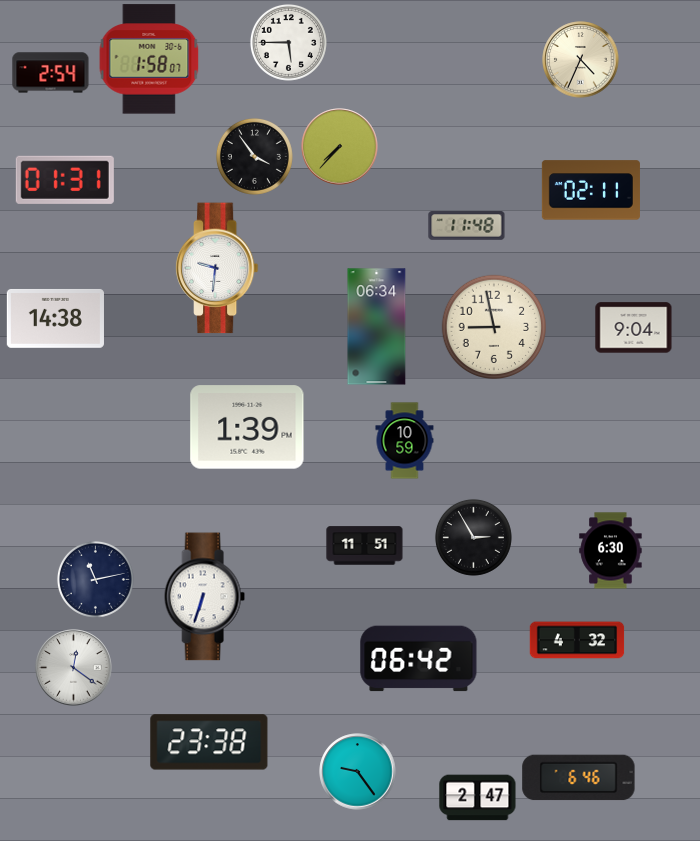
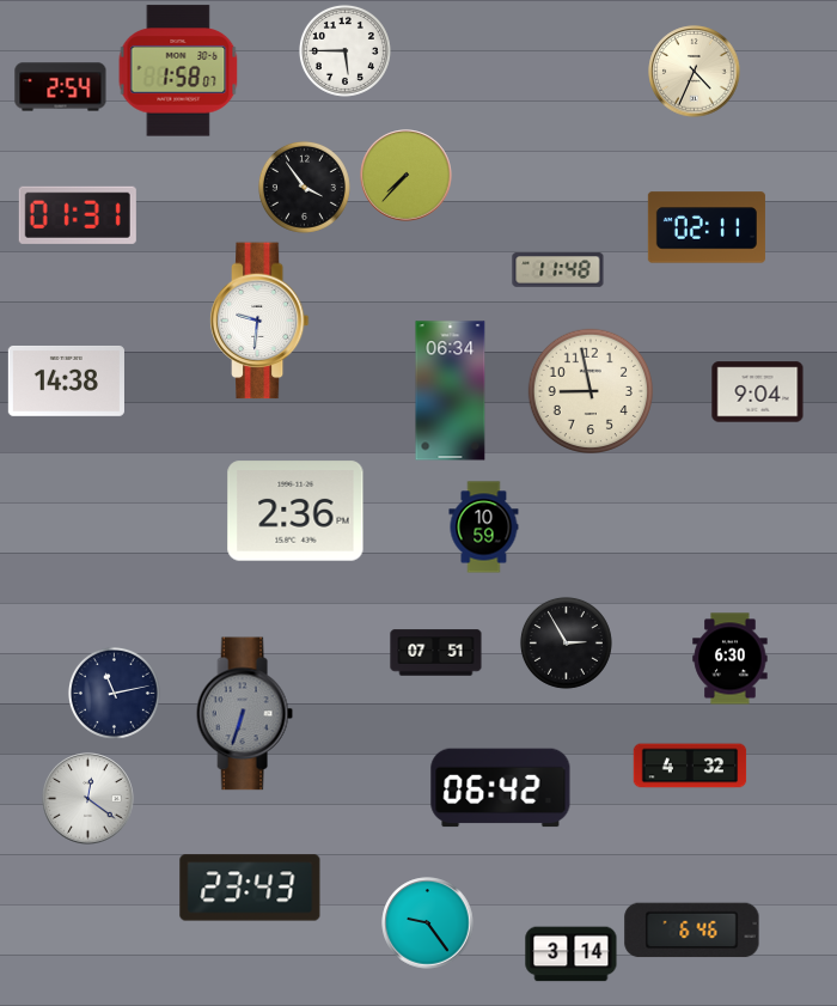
clock at (247, 427): 1:39 -> 2:36
clock at (365, 546): 11:51 -> 07:51
clock at (204, 597) dial: white -> grey
clock at (209, 742): 23:38 -> 23:43
clock at (478, 798): 2:47 -> 3:14
